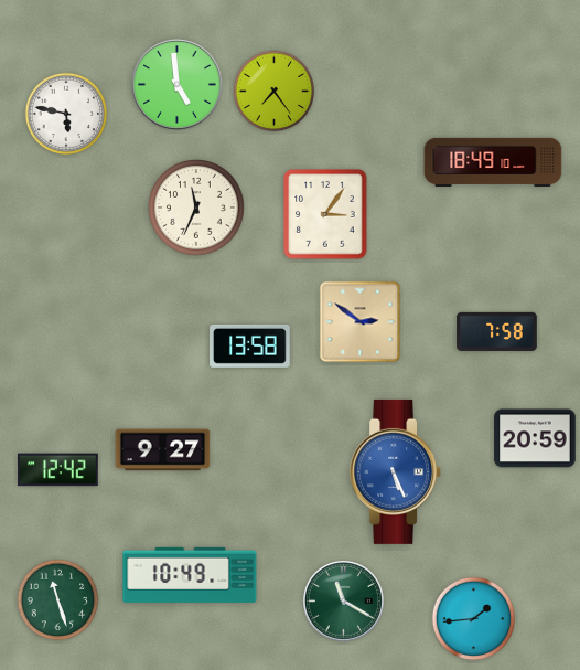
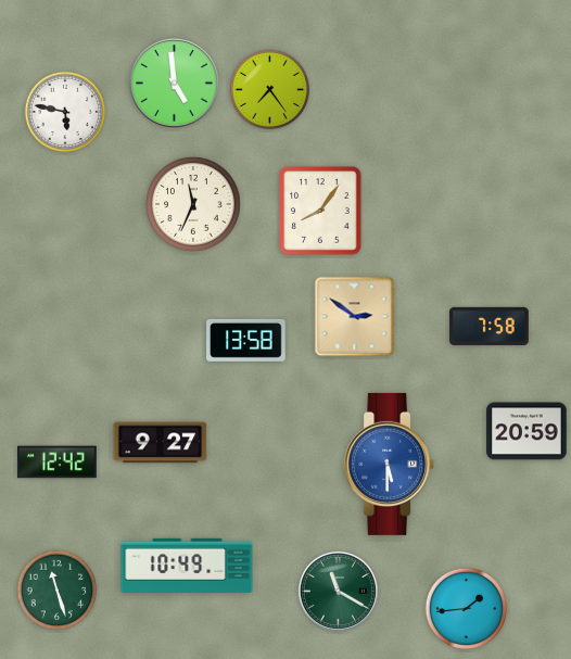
clock at (493, 161): 18:49 -> none
clock at (325, 214): 3:06 -> 8:06
clock at (396, 471): 5:26 -> 5:30
